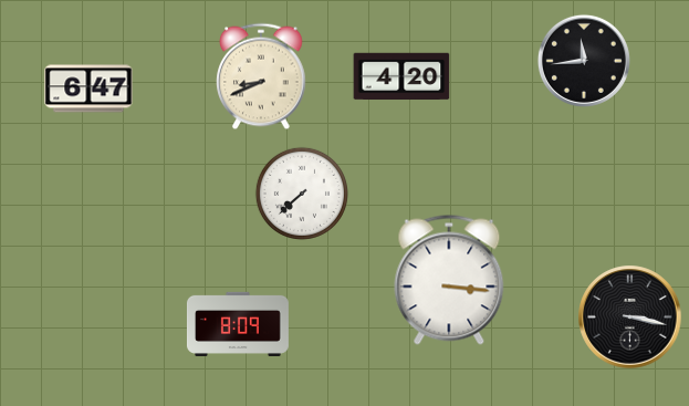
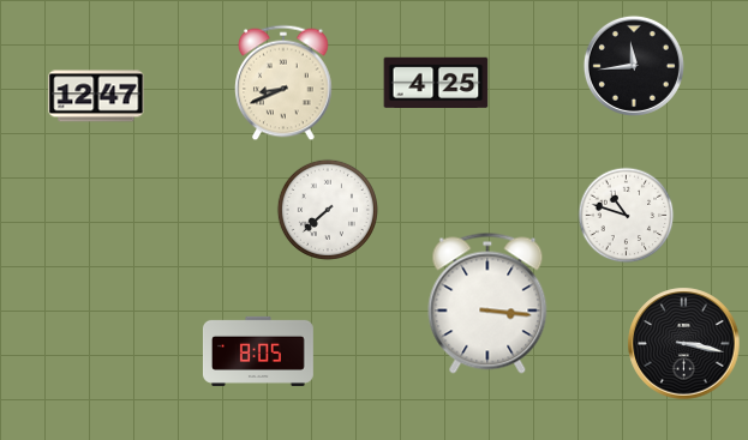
clock at (401, 76): 4:20 -> 4:25
clock at (88, 89): 6:47 -> 12:47
clock at (627, 216): none -> 10:48
clock at (238, 324): 8:09 -> 8:05
